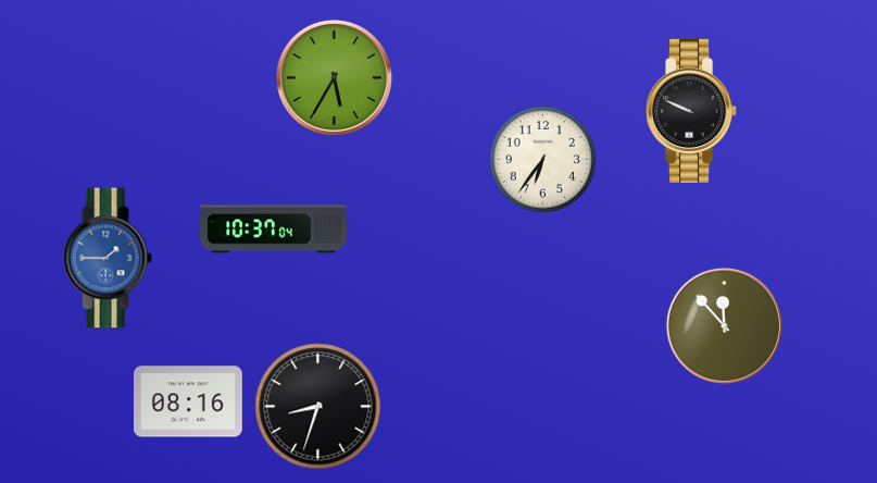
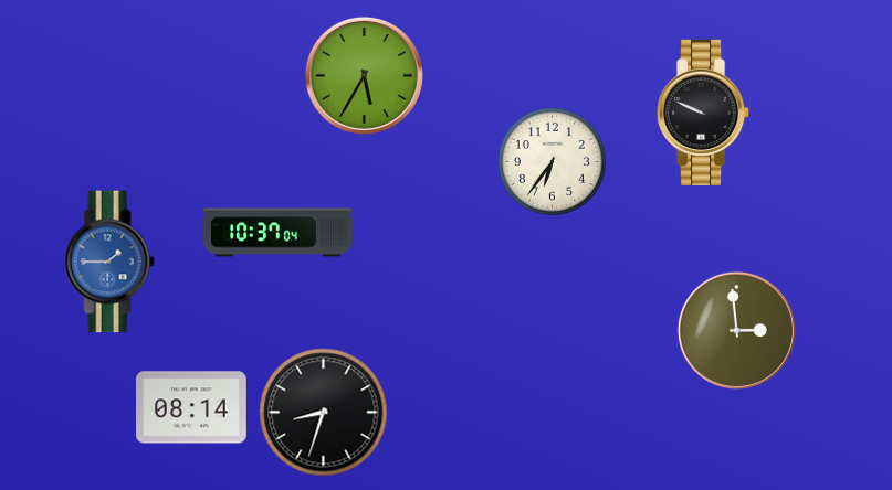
clock at (334, 77) position: (334, 77) -> (364, 75)
clock at (724, 325): 11:53 -> 2:59
clock at (189, 401): 08:16 -> 08:14
